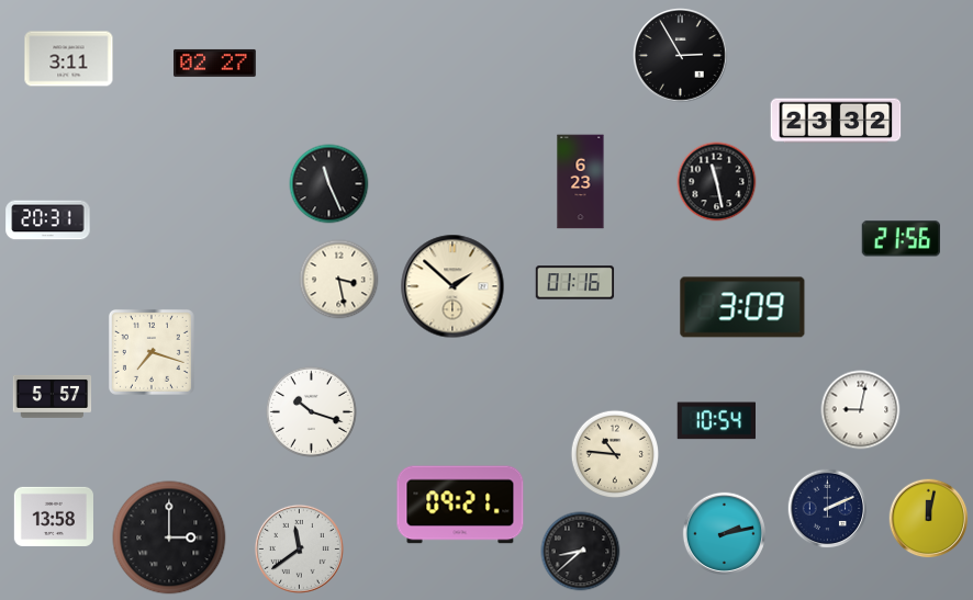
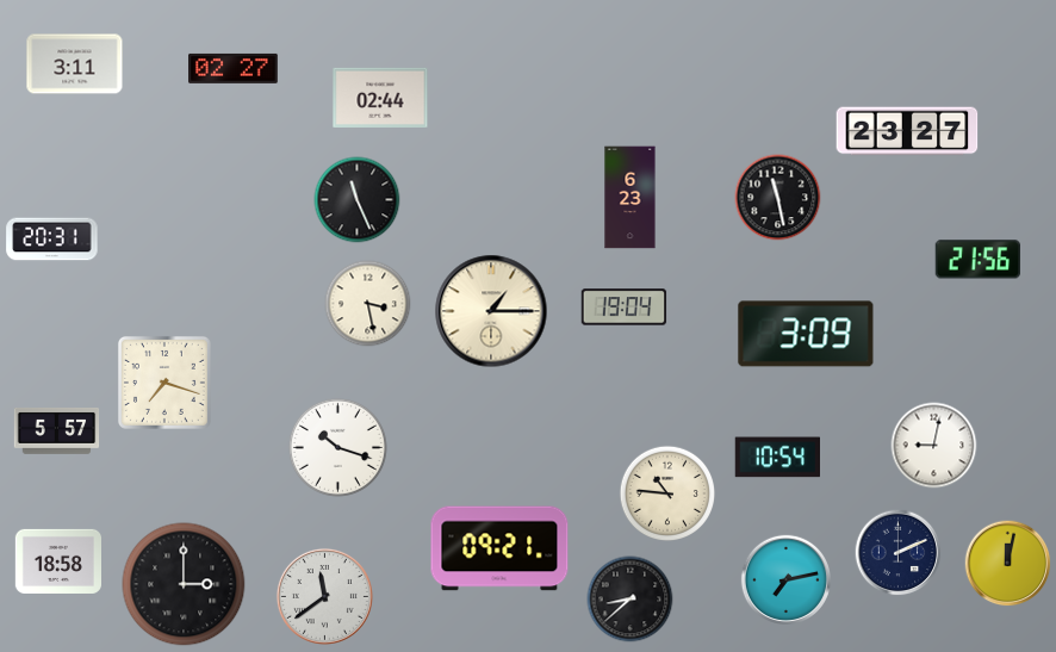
clock at (681, 56): 2:55 -> none
clock at (380, 98): none -> 02:44
clock at (836, 121): 23:32 -> 23:27
clock at (575, 283): 01:16 -> 19:04
clock at (452, 286): 1:52 -> 1:15
clock at (53, 517): 13:58 -> 18:58
clock at (724, 533): 2:13 -> 7:13
